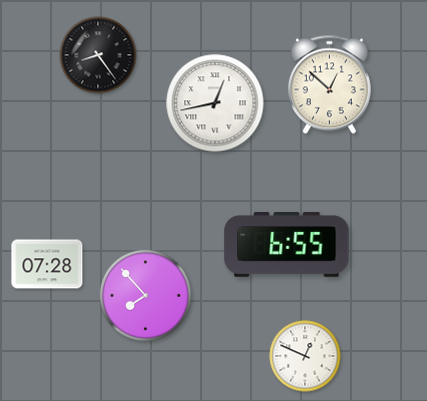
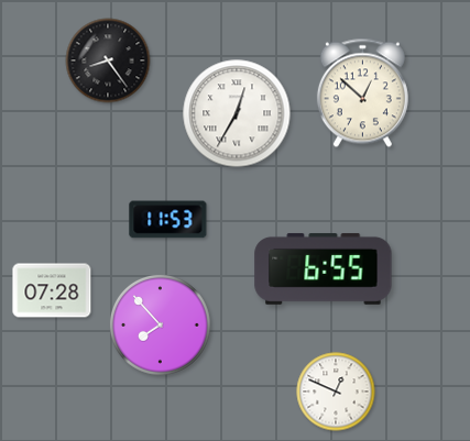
clock at (215, 103): 12:43 -> 12:35
clock at (168, 220): none -> 11:53
clock at (287, 244) position: (287, 244) -> (324, 268)
